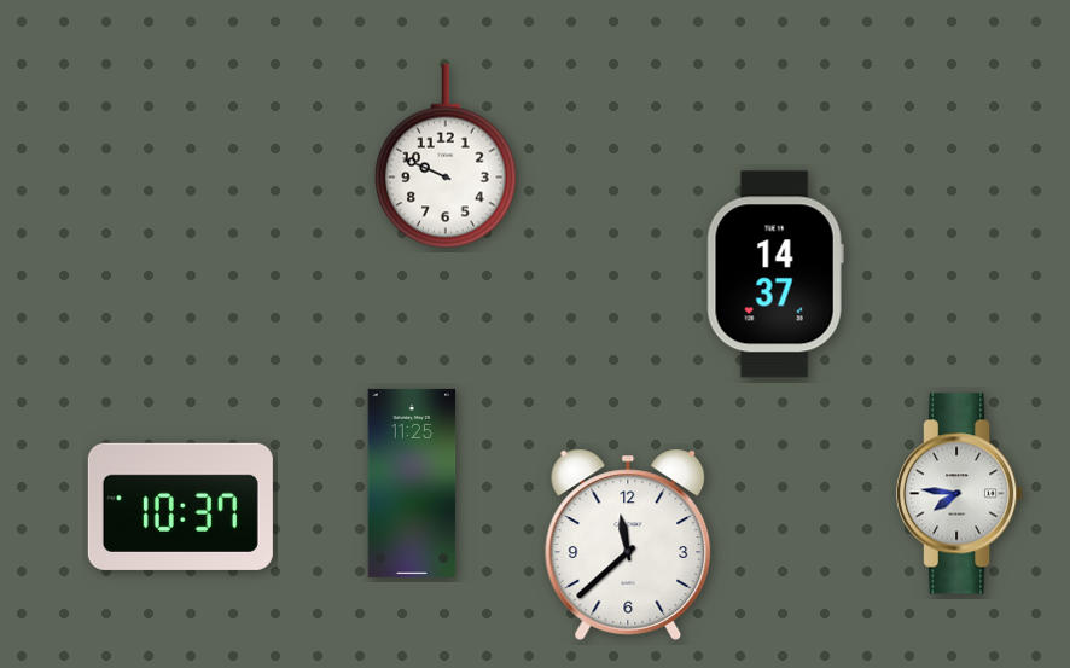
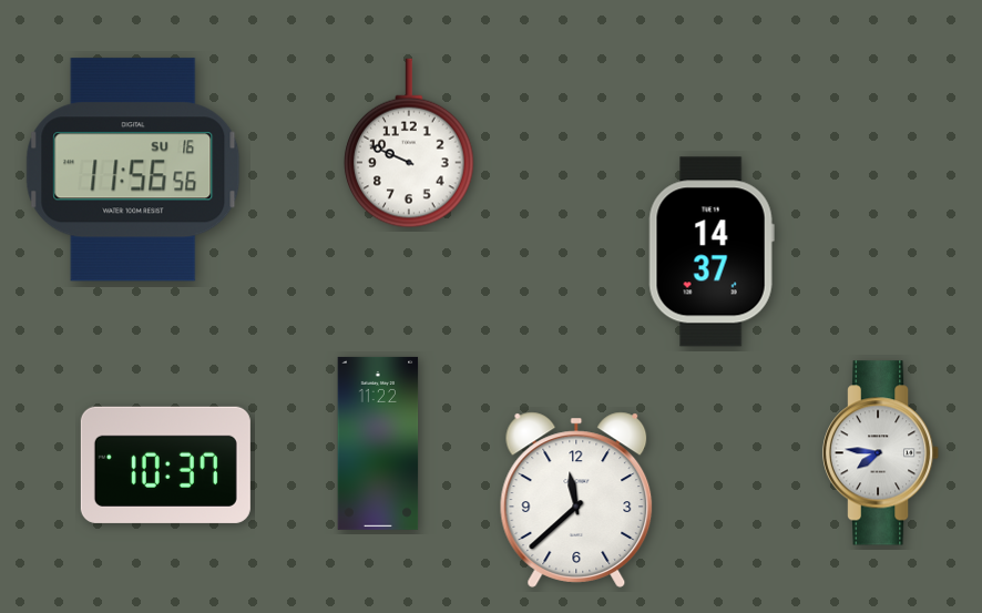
clock at (133, 170): none -> 11:56
clock at (412, 483): 11:25 -> 11:22
